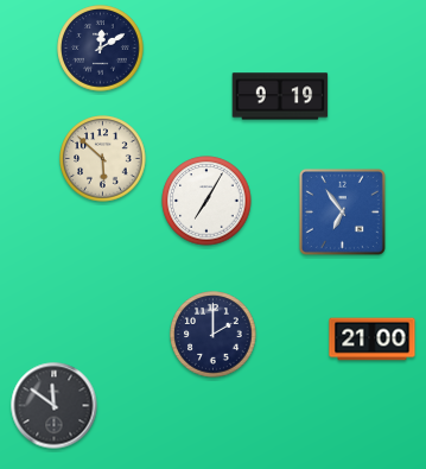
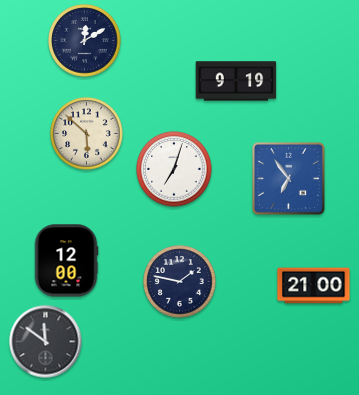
clock at (206, 201): 7:05 -> 7:03
clock at (66, 261): none -> 12:00
clock at (214, 335): 2:00 -> 1:47
